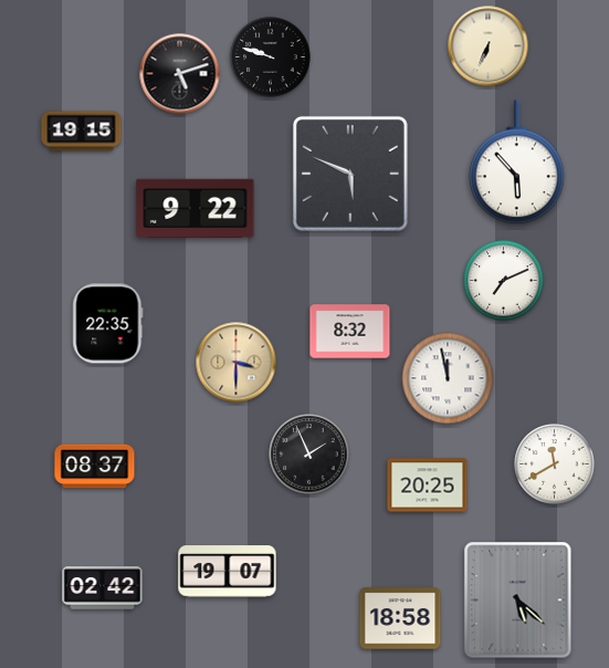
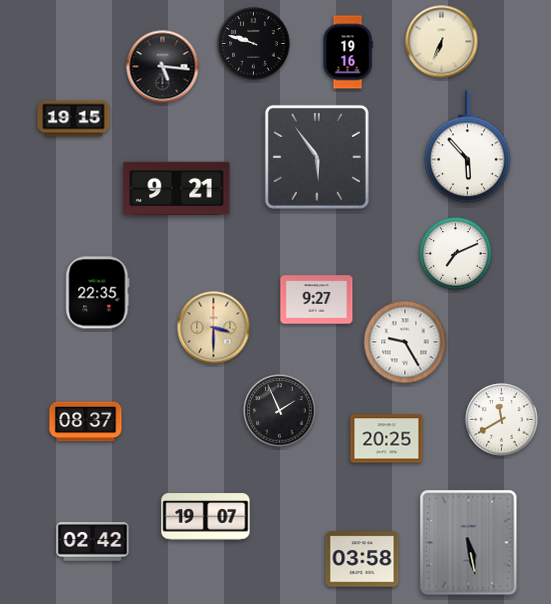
clock at (271, 58) position: (271, 58) -> (254, 44)
clock at (348, 52): none -> 19:16
clock at (180, 74): 5:12 -> 5:16
clock at (350, 174): 5:49 -> 5:54
clock at (196, 208): 9:22 -> 9:21
clock at (350, 332): 8:32 -> 9:27
clock at (448, 378): 11:58 -> 9:25
clock at (103, 588) position: (103, 588) -> (93, 542)
clock at (518, 601): 5:22 -> 5:28
clock at (400, 618): 18:58 -> 03:58
